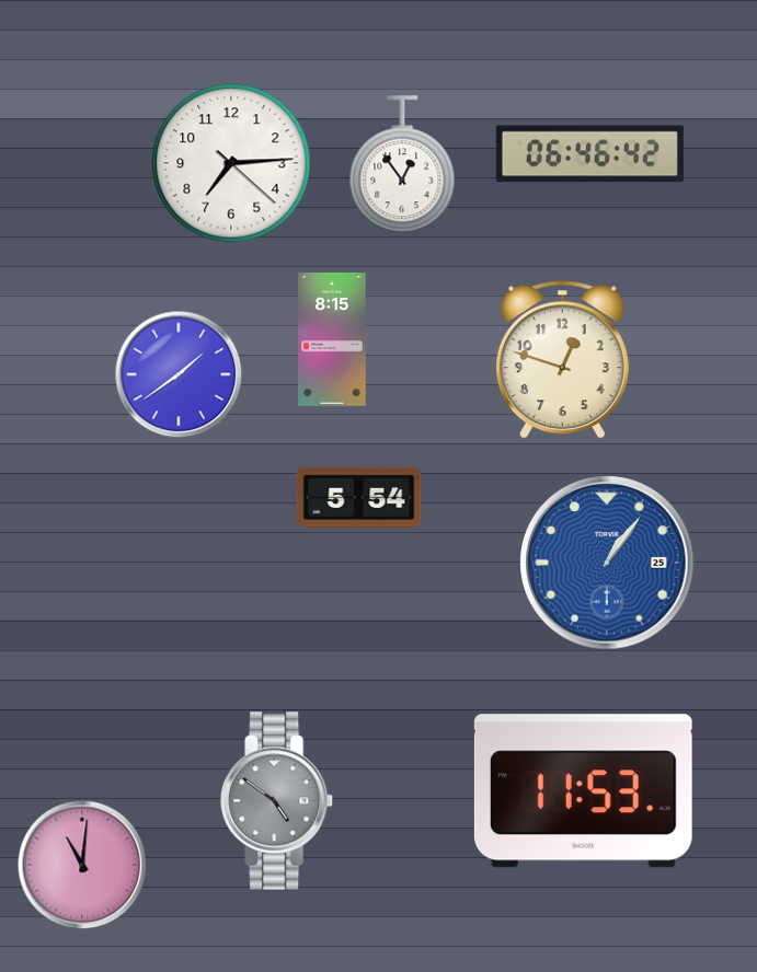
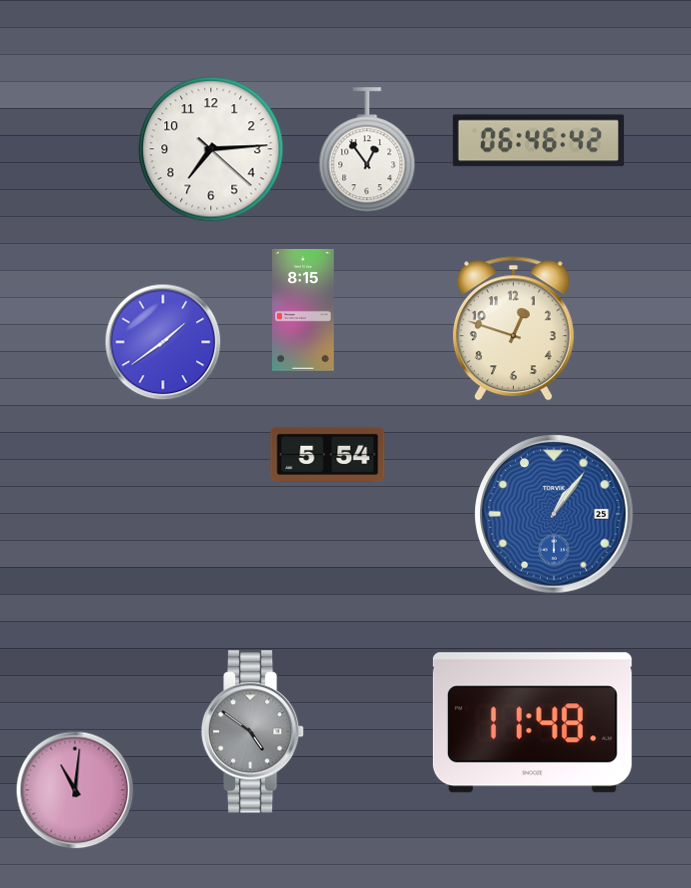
clock at (583, 791): 11:53 -> 11:48
